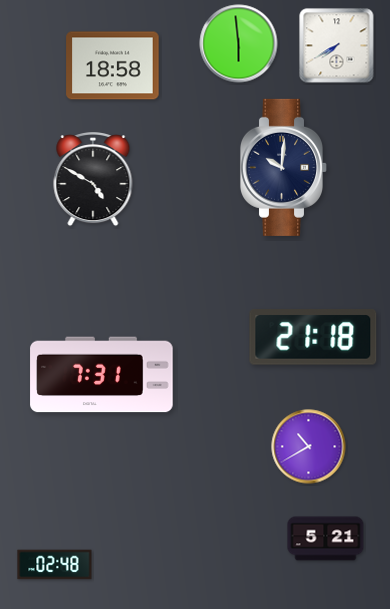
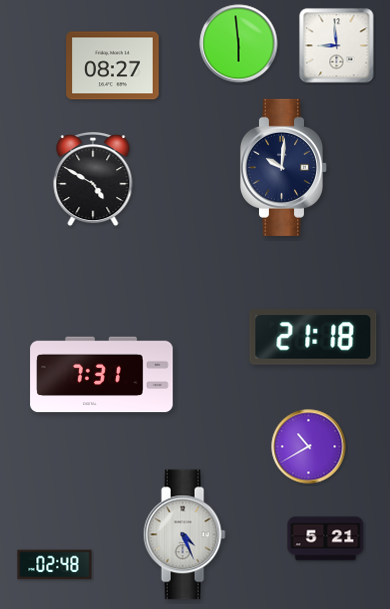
clock at (337, 46): 7:40 -> 8:59
clock at (113, 66): 18:58 -> 08:27
clock at (184, 535): none -> 4:26
